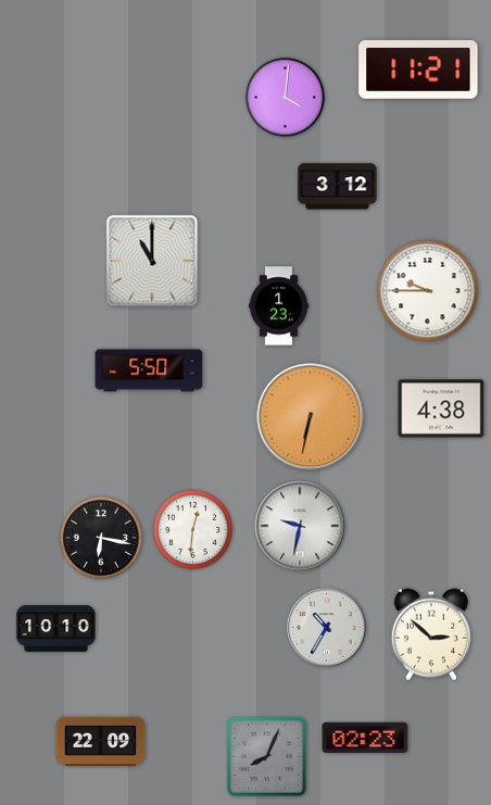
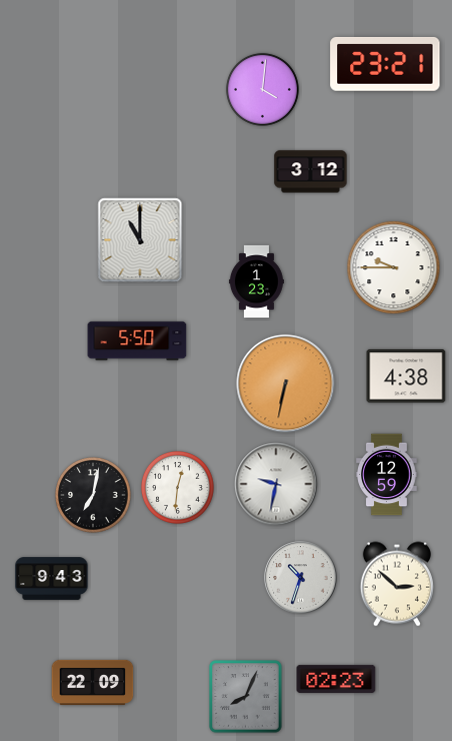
clock at (418, 70): 11:21 -> 23:21
clock at (387, 475): none -> 12:59
clock at (101, 538): 6:17 -> 7:02
clock at (327, 628): 10:35 -> 10:33
clock at (56, 629): 10:10 -> 9:43
